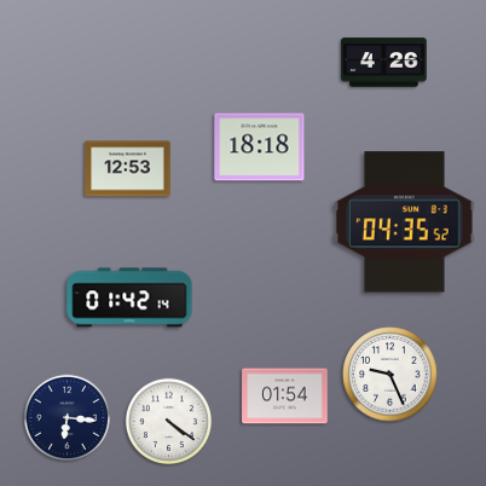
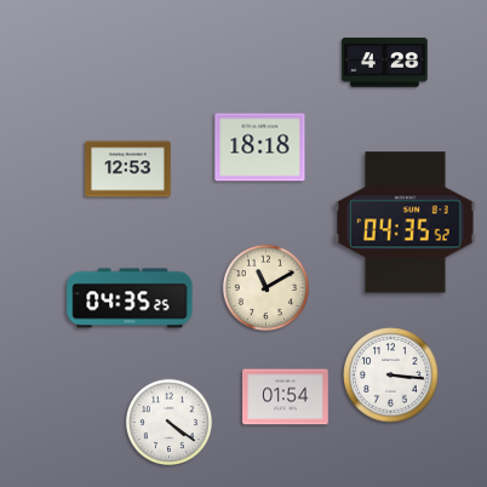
clock at (384, 63): 4:26 -> 4:28
clock at (265, 287): none -> 11:10
clock at (129, 297): 01:42 -> 04:35
clock at (390, 375): 9:26 -> 3:16
clock at (66, 417): 6:16 -> none
